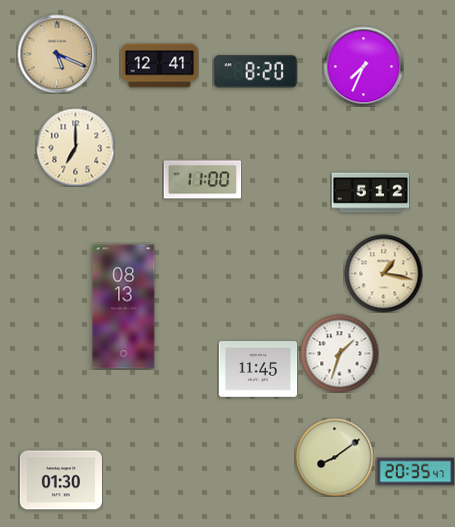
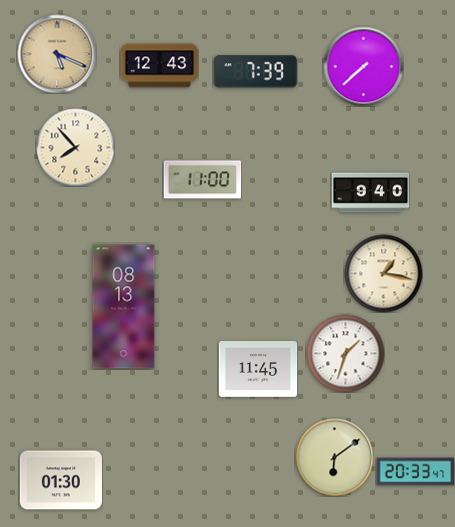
clock at (159, 66): 12:41 -> 12:43
clock at (363, 66): 7:34 -> 7:38
clock at (255, 72): 8:20 -> 7:39
clock at (75, 147): 7:00 -> 7:53
clock at (370, 193): 5:12 -> 9:40
clock at (339, 353) position: (339, 353) -> (345, 353)
clock at (334, 457): 8:09 -> 6:09
clock at (415, 472): 20:35 -> 20:33
